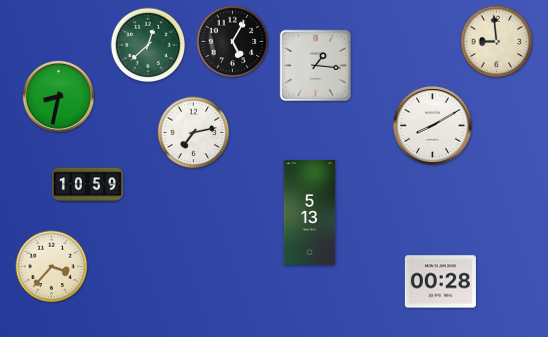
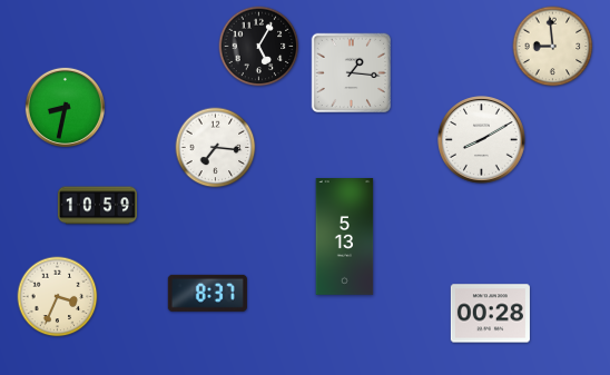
clock at (148, 45): 12:38 -> none
clock at (194, 133): 7:13 -> 7:16
clock at (207, 293): none -> 8:37
clock at (52, 267): 3:37 -> 3:34
